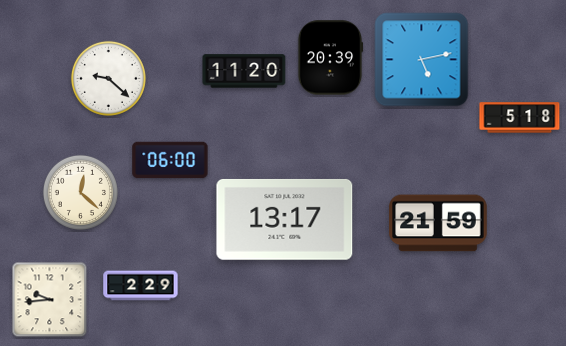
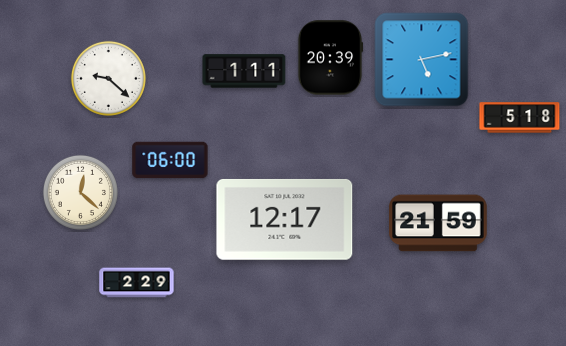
clock at (244, 71): 11:20 -> 1:11
clock at (285, 219): 13:17 -> 12:17
clock at (141, 286) position: (141, 286) -> (137, 283)
clock at (50, 300): 9:44 -> none
